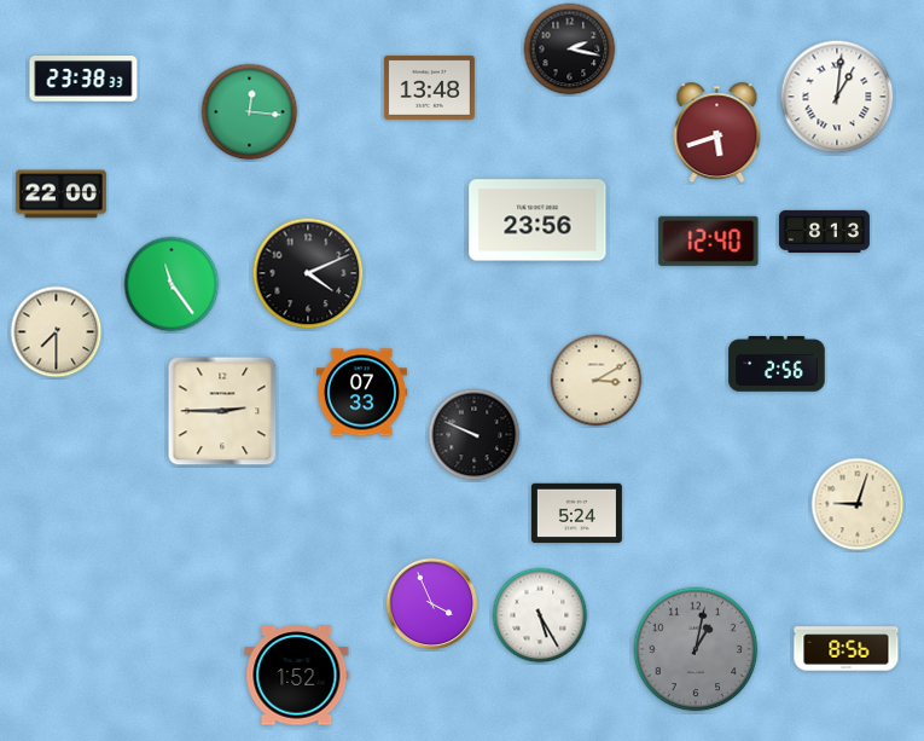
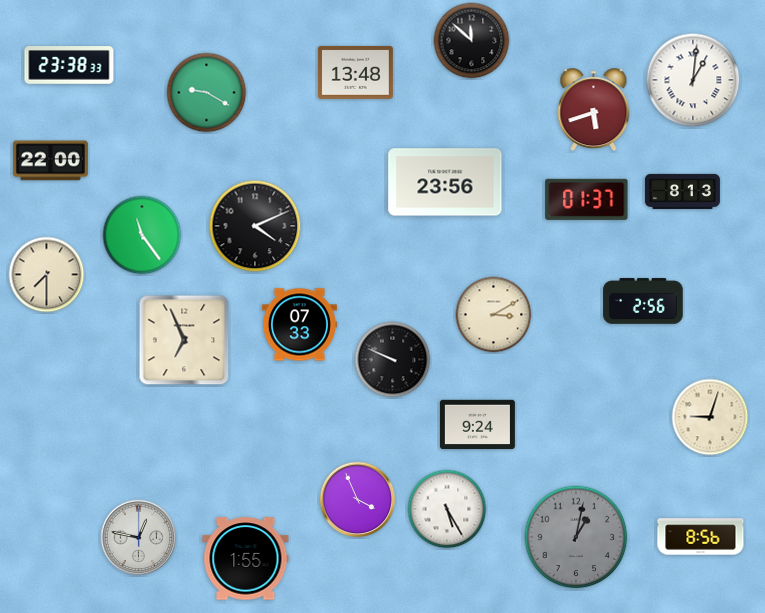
clock at (570, 50): 2:17 -> 11:52
clock at (250, 112): 12:16 -> 9:20
clock at (709, 241): 12:40 -> 01:37
clock at (222, 411): 2:45 -> 6:56
clock at (576, 514): 5:24 -> 9:24
clock at (139, 538): none -> 12:47
clock at (297, 676): 1:52 -> 1:55
